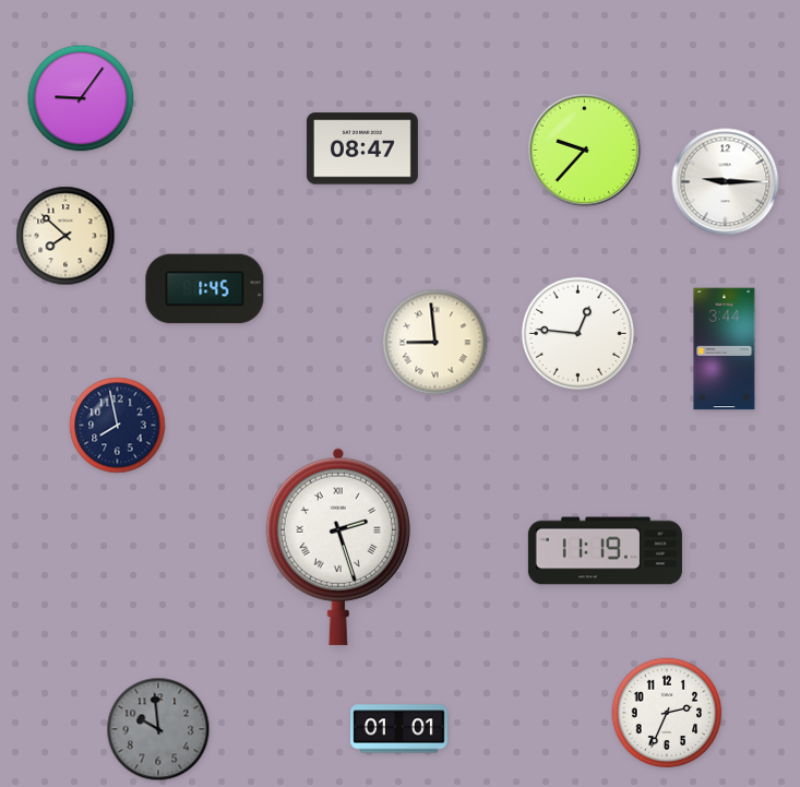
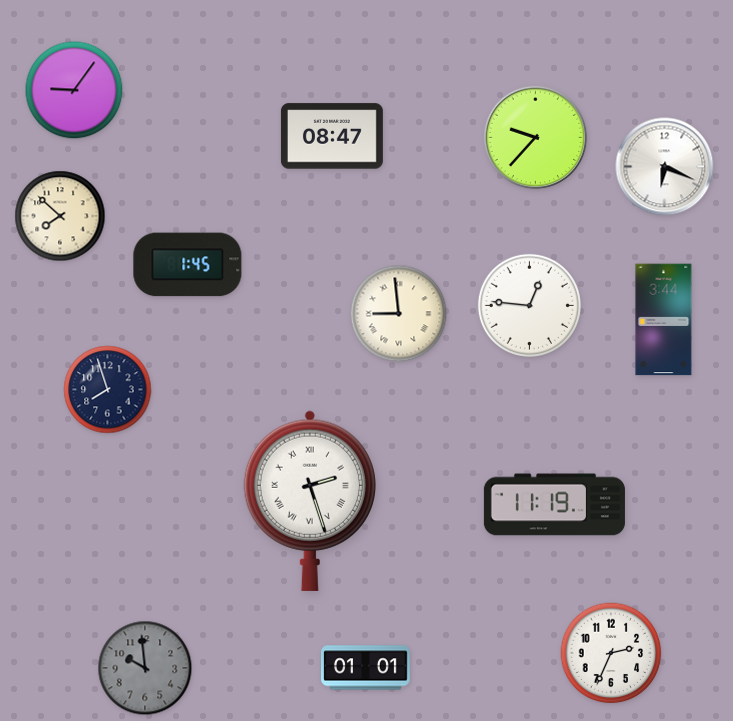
clock at (726, 182): 9:15 -> 6:19
clock at (118, 426): 7:58 -> 7:57
